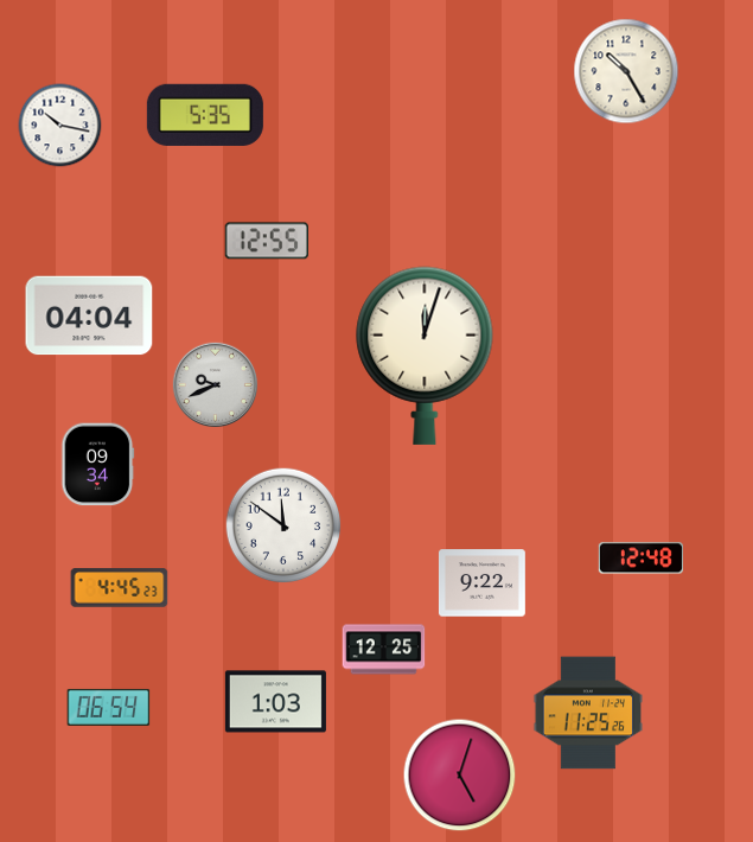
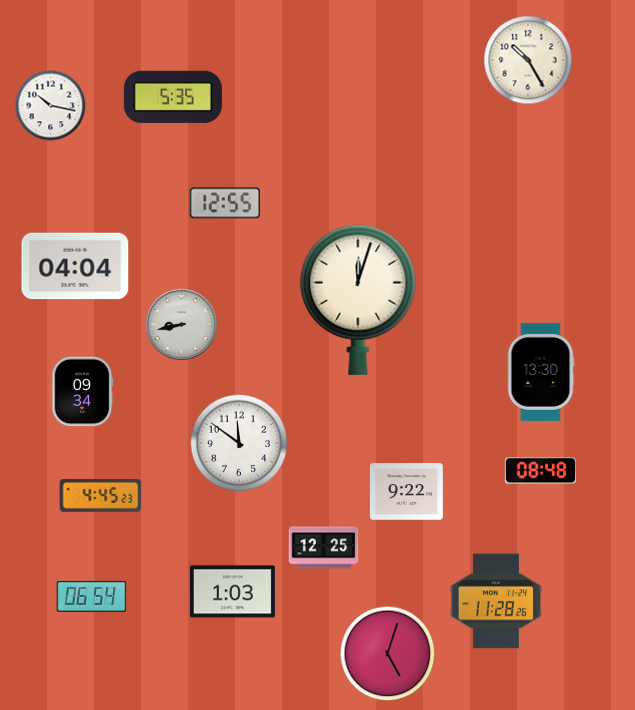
clock at (215, 384): 9:41 -> 8:43
clock at (541, 372): none -> 13:30
clock at (640, 559): 12:48 -> 08:48
clock at (587, 713): 11:25 -> 11:28
